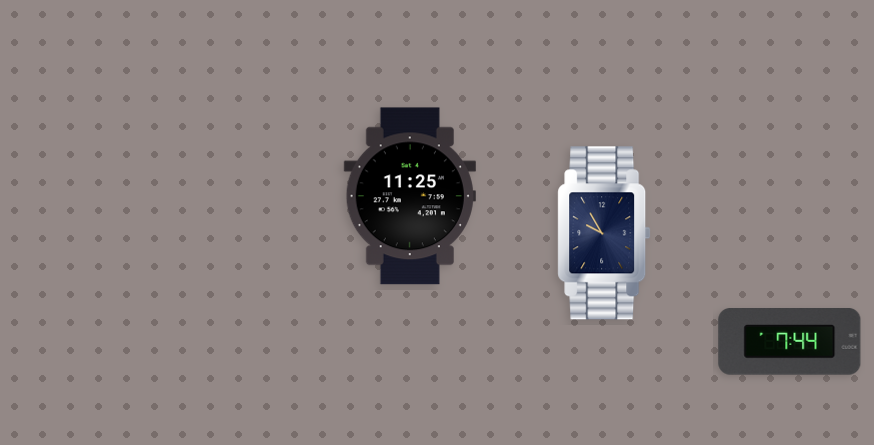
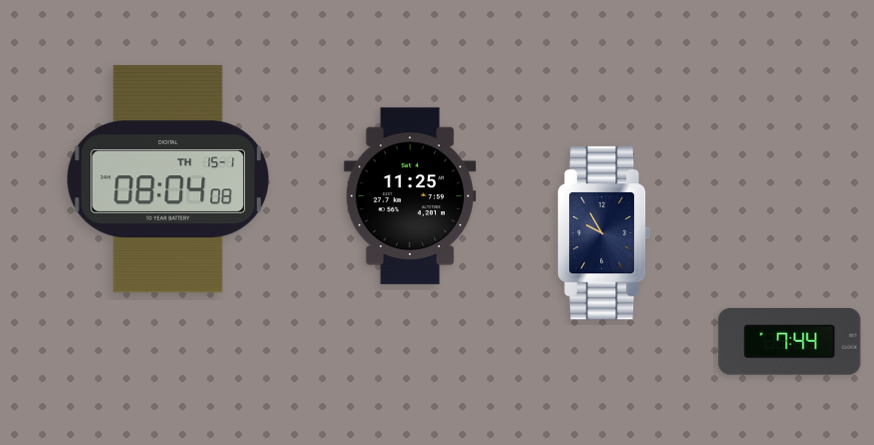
clock at (168, 179): none -> 08:04
